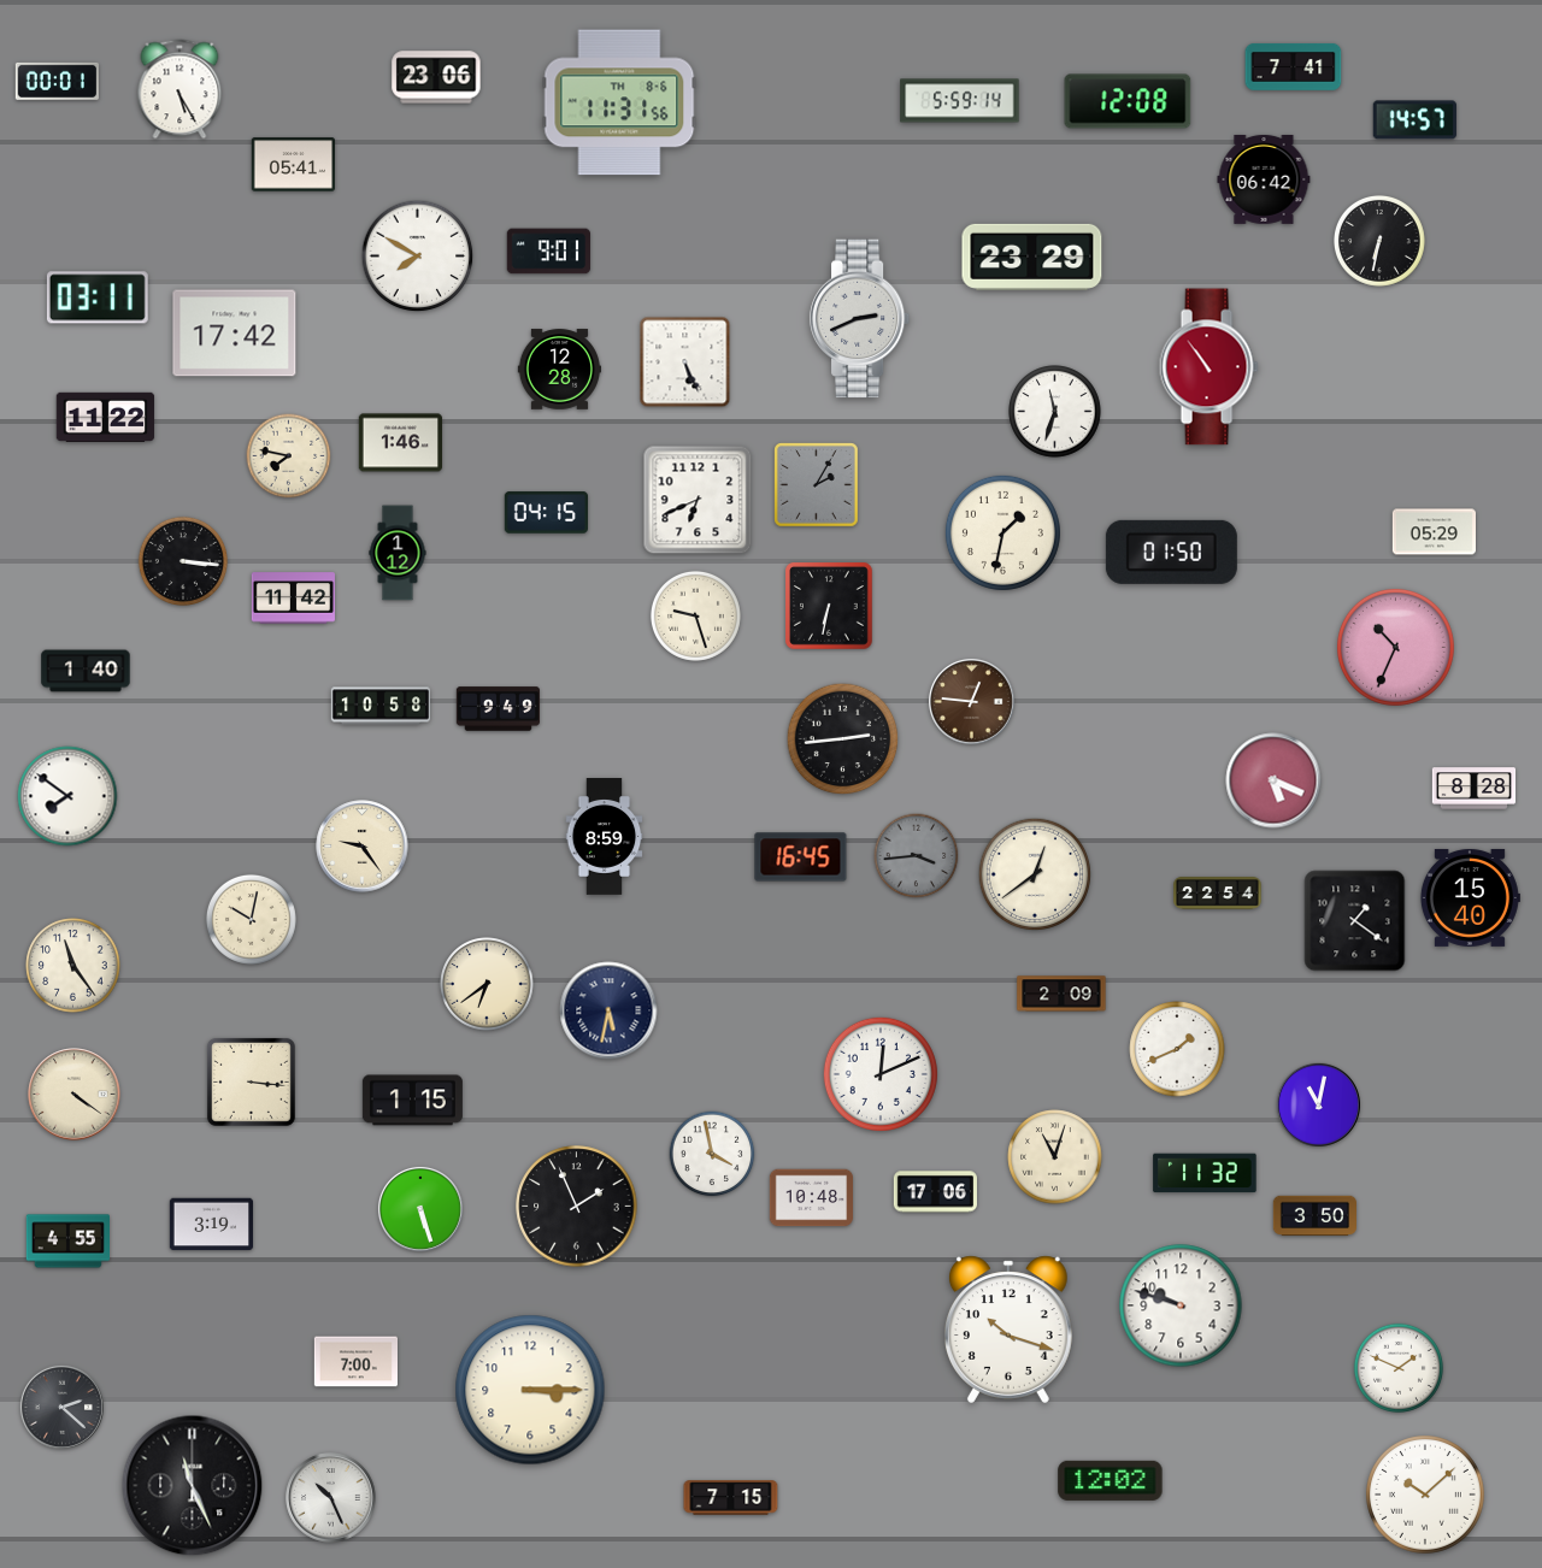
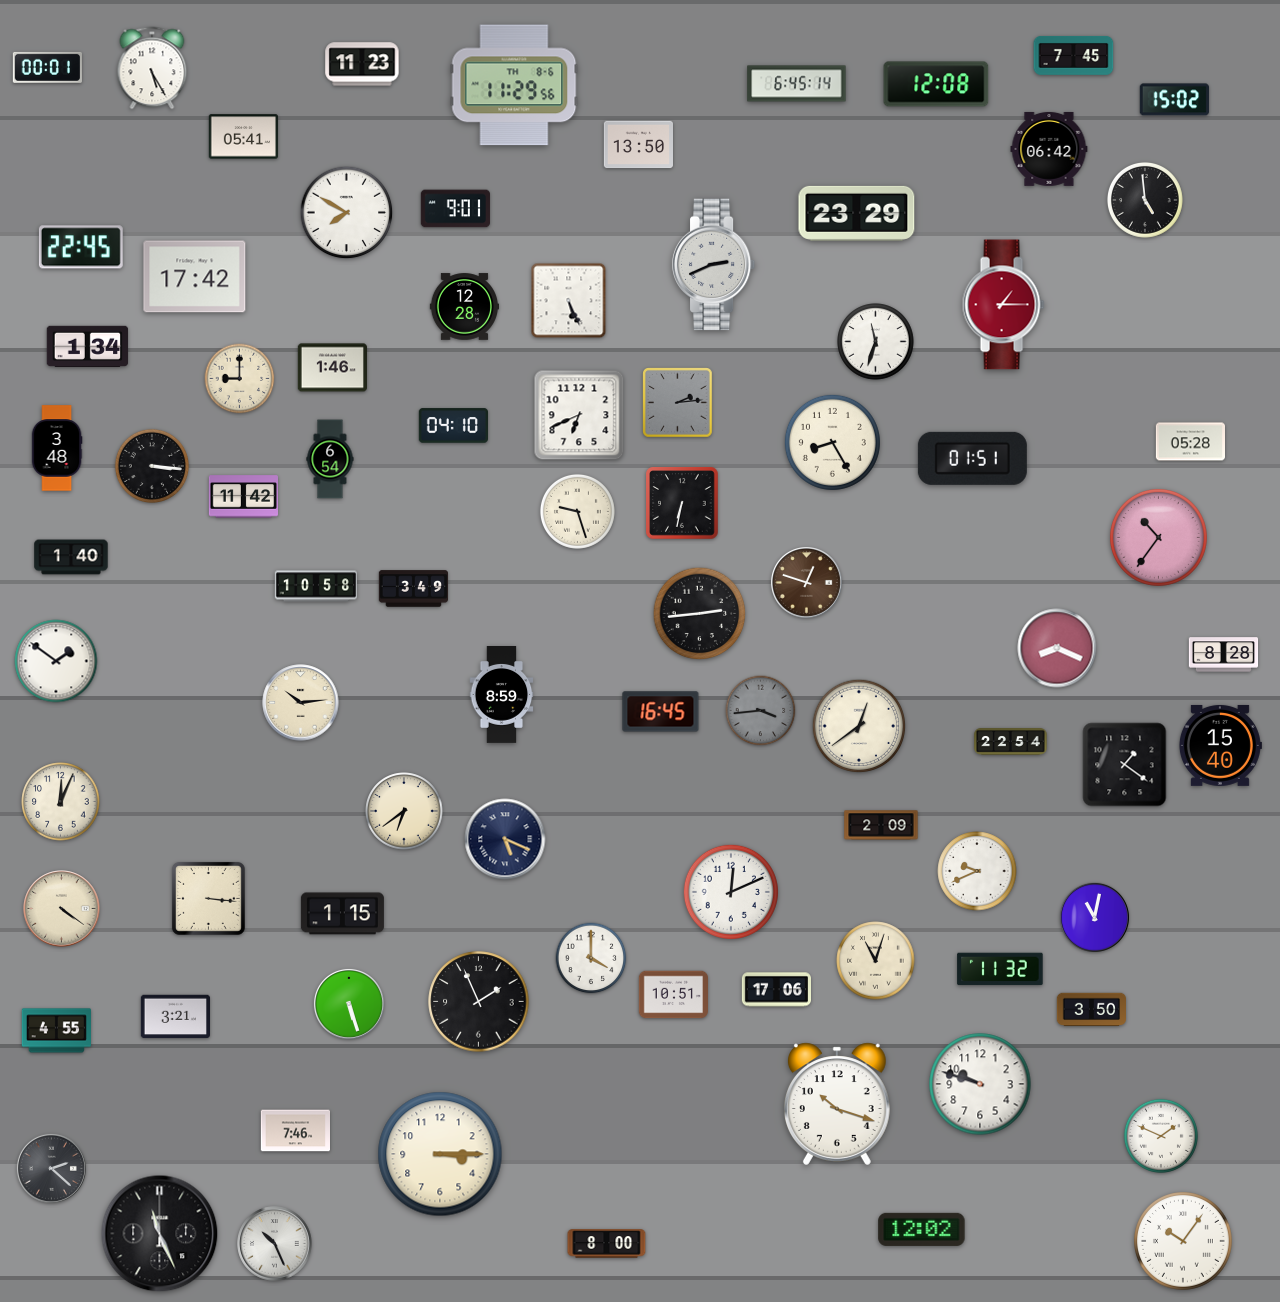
clock at (1294, 67): 7:41 -> 7:45
clock at (436, 77): 23:06 -> 11:23
clock at (179, 89) position: (179, 89) -> (152, 68)
clock at (960, 101): 5:59 -> 6:45
clock at (619, 102): 11:31 -> 11:29
clock at (1414, 120): 14:57 -> 15:02
clock at (638, 145): none -> 13:50
clock at (1379, 241): 6:32 -> 4:59
clock at (98, 297): 03:11 -> 22:45
clock at (1208, 367): 10:54 -> 1:15
clock at (106, 417): 11:22 -> 1:34
clock at (289, 456): 7:47 -> 9:00
clock at (817, 485): 2:05 -> 2:14
clock at (546, 513): 04:15 -> 04:10
clock at (1002, 532): 1:32 -> 8:25
clock at (1434, 532): 05:29 -> 05:28
clock at (57, 448): none -> 3:48
clock at (1171, 552): 01:50 -> 01:51
clock at (398, 553): 1:12 -> 6:54
clock at (829, 606) position: (829, 606) -> (682, 503)
clock at (1395, 647): 10:34 -> 10:36
clock at (971, 701): 12:46 -> 12:48
clock at (498, 709): 9:49 -> 3:49
clock at (1273, 780): 5:19 -> 8:19
clock at (67, 796): 7:51 -> 1:51
clock at (363, 847): 9:24 -> 10:14
clock at (801, 857) position: (801, 857) -> (661, 712)
clock at (251, 919): 10:02 -> none
clock at (73, 966): 11:24 -> 12:04
clock at (487, 984) position: (487, 984) -> (404, 811)
clock at (608, 1010): 5:32 -> 5:19
clock at (1177, 1049): 1:41 -> 9:41
clock at (712, 1154): 3:58 -> 4:00
clock at (1205, 1173) position: (1205, 1173) -> (1000, 969)
clock at (811, 1198): 10:48 -> 10:51
clock at (211, 1225): 3:19 -> 3:21
clock at (355, 1362): 7:00 -> 7:46
clock at (1426, 1496): 10:08 -> 10:06
clock at (731, 1498): 7:15 -> 8:00
